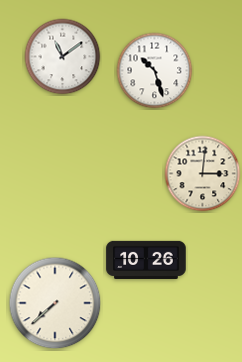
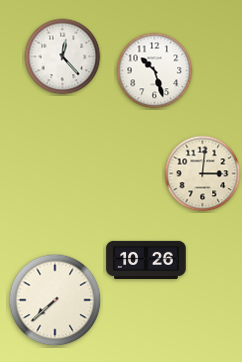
clock at (63, 57): 11:09 -> 12:23
clock at (55, 303) position: (55, 303) -> (55, 300)
